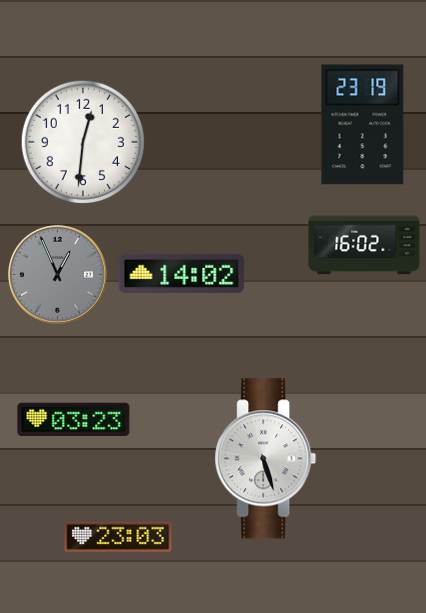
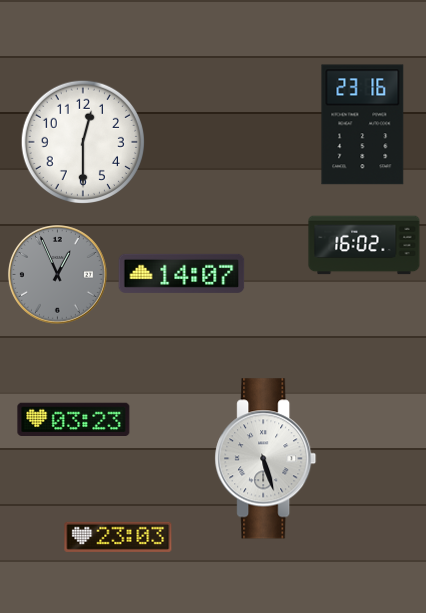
clock at (363, 125): 23:19 -> 23:16
clock at (82, 141): 12:31 -> 12:30
clock at (182, 273): 14:02 -> 14:07
